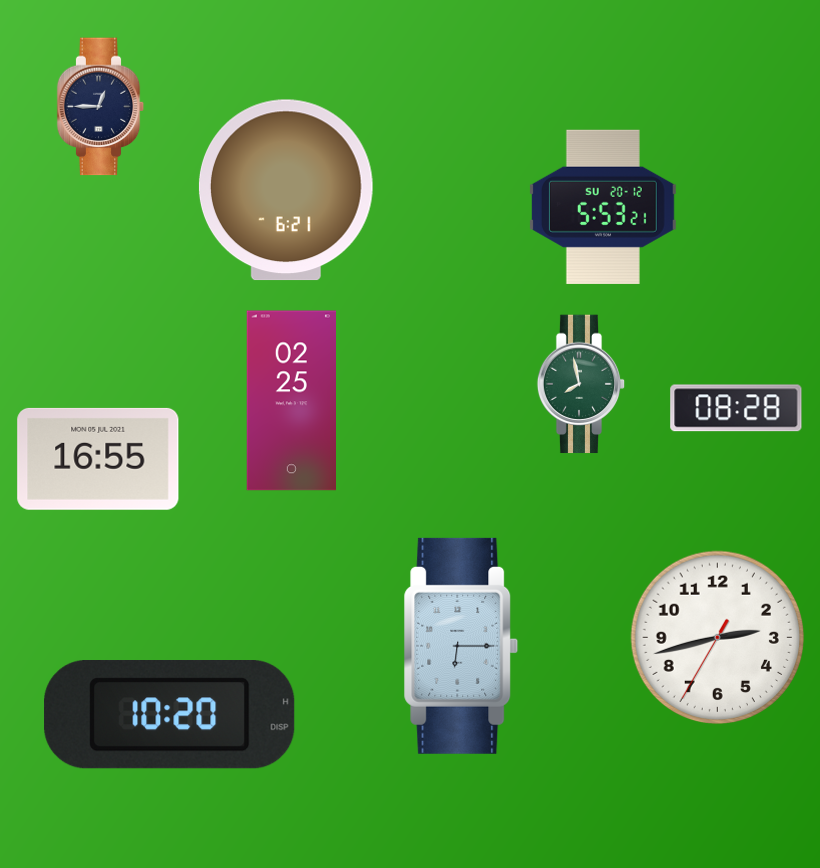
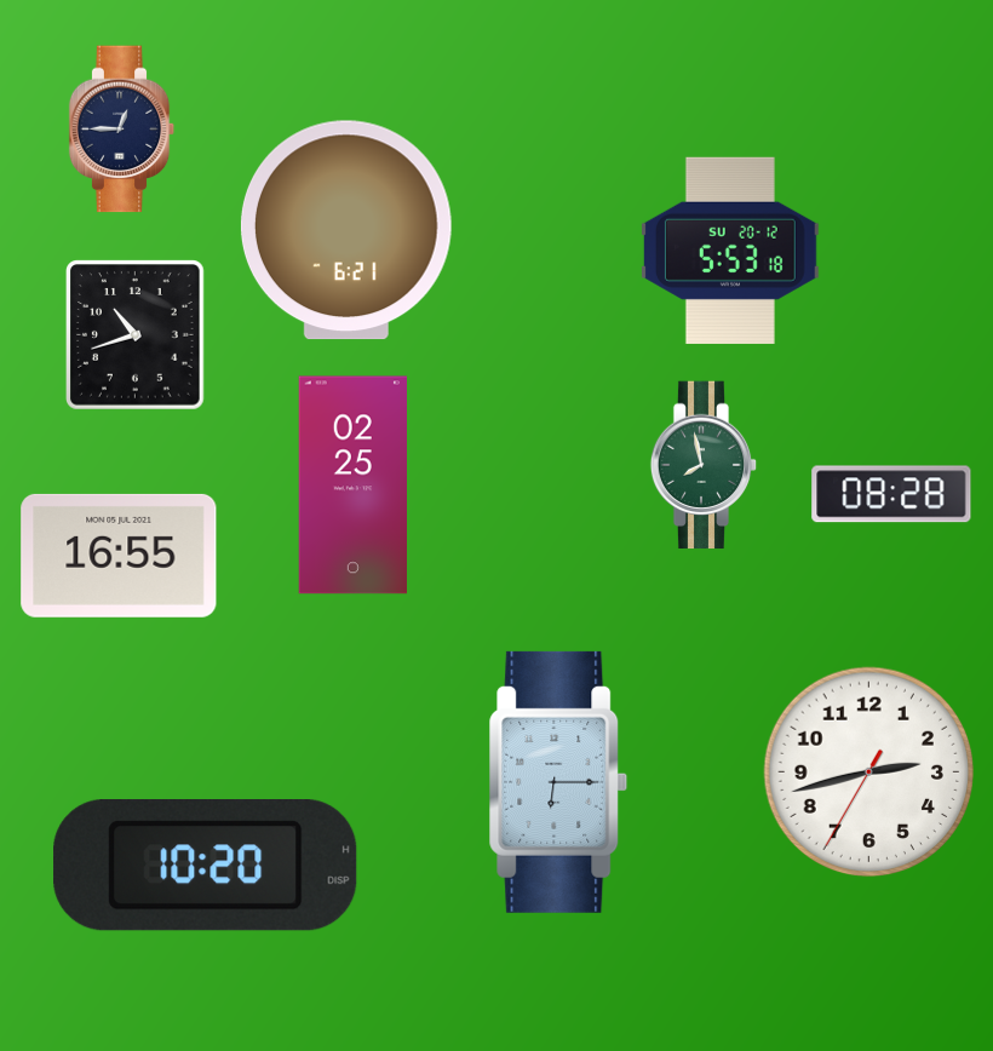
clock at (603, 207): 5:53:21 -> 5:53:18
clock at (136, 335): none -> 10:42
